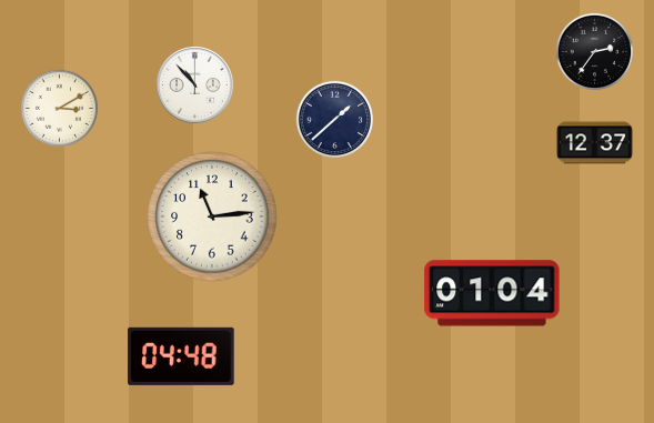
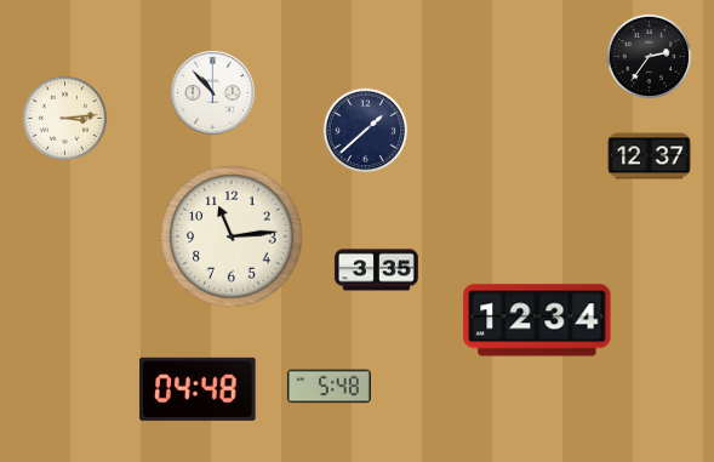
clock at (60, 109): 3:10 -> 3:14
clock at (376, 270): none -> 3:35
clock at (492, 293): 01:04 -> 12:34
clock at (329, 387): none -> 5:48
